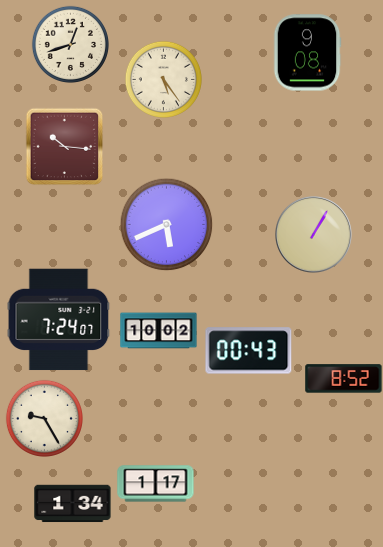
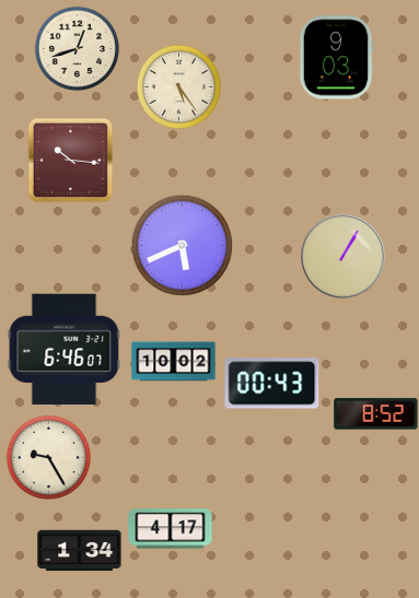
clock at (307, 53): 9:08 -> 9:03
clock at (59, 320): 7:24 -> 6:46
clock at (156, 484): 1:17 -> 4:17
